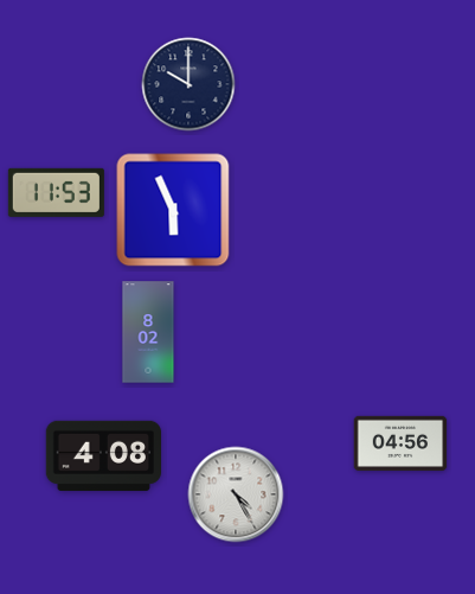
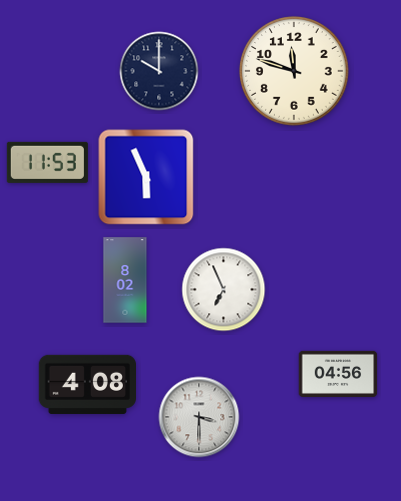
clock at (294, 71): none -> 11:48
clock at (224, 290): none -> 6:56
clock at (236, 494): 4:25 -> 3:30
